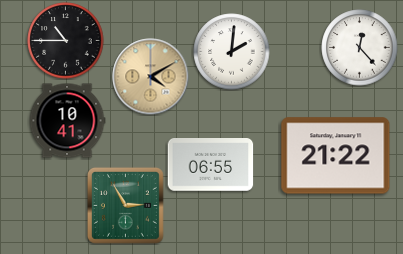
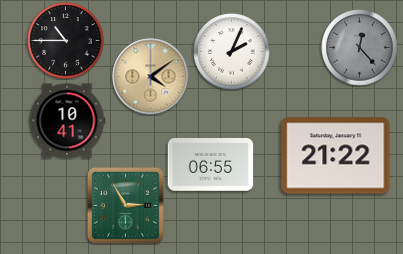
clock at (360, 48) dial: white -> grey
clock at (232, 52): 2:01 -> 2:04
clock at (151, 77): 4:10 -> 4:09
